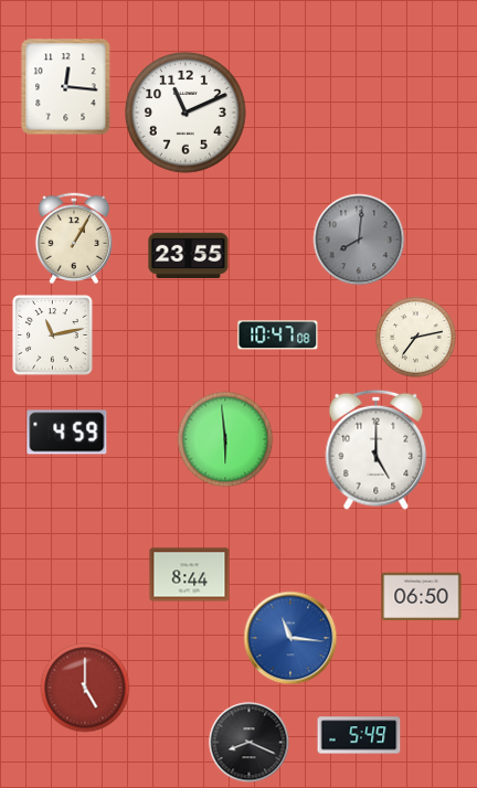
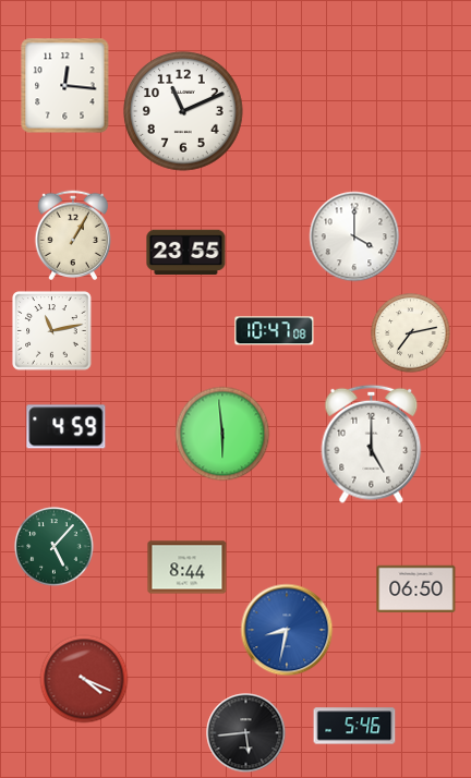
clock at (359, 239): 8:01 -> 4:00
clock at (359, 239) dial: grey -> white
clock at (55, 547): none -> 5:07
clock at (290, 638): 11:16 -> 8:32
clock at (85, 688): 5:00 -> 4:19
clock at (359, 735): 5:49 -> 5:46
clock at (250, 743): 8:19 -> 5:44
